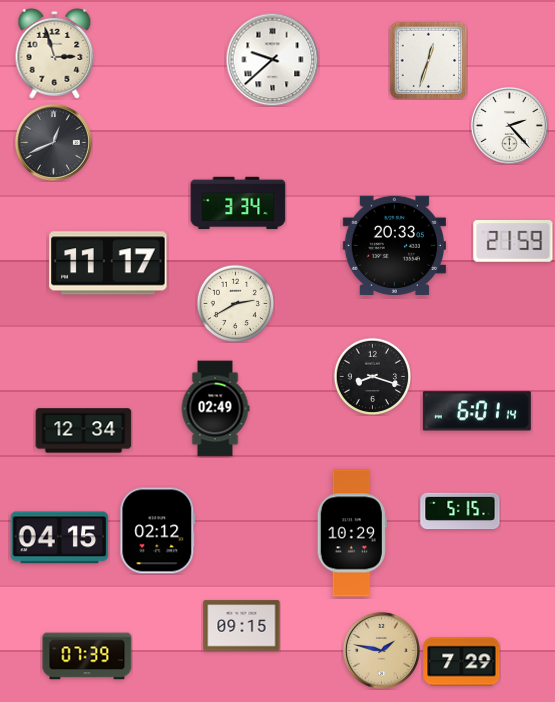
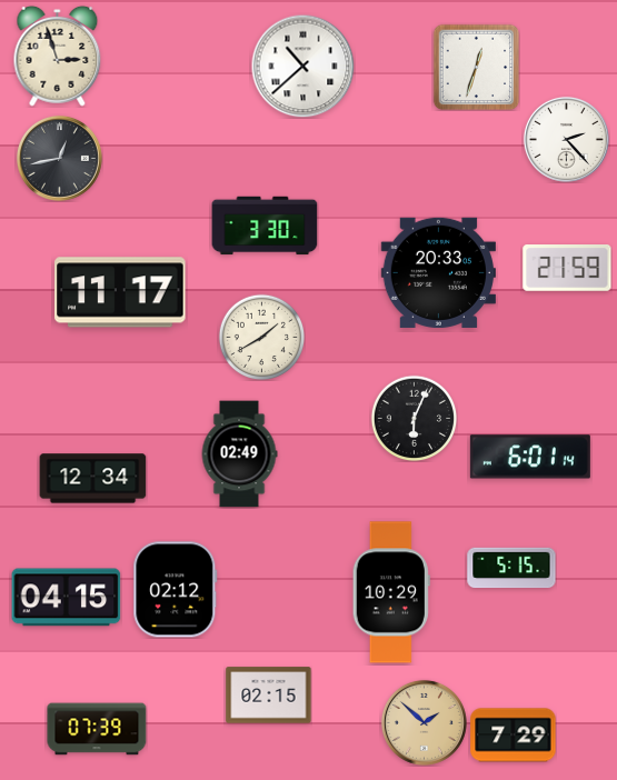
clock at (55, 53) position: (55, 53) -> (58, 56)
clock at (272, 59): 9:38 -> 10:38
clock at (53, 142): 12:41 -> 12:43
clock at (238, 203): 3:34 -> 3:30
clock at (513, 242) position: (513, 242) -> (567, 269)
clock at (235, 303): 2:40 -> 1:40
clock at (372, 376): 8:18 -> 6:04
clock at (242, 626): 09:15 -> 02:15
clock at (381, 650): 1:47 -> 1:52
